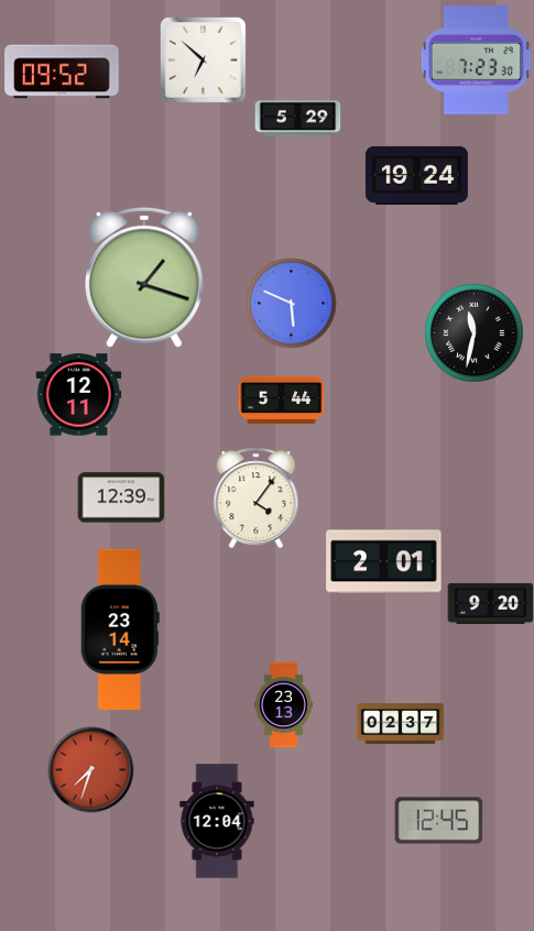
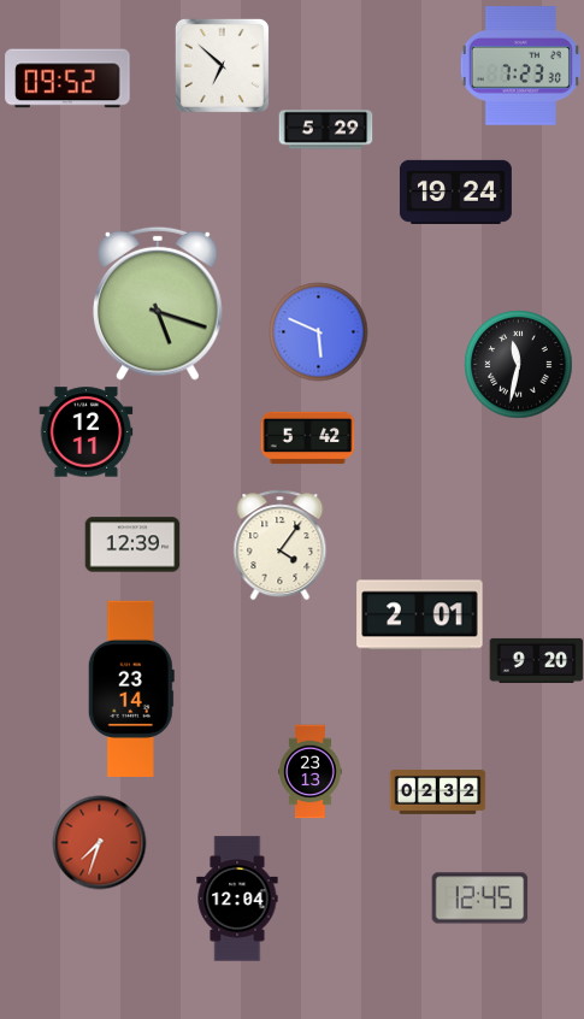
clock at (145, 277): 1:18 -> 5:18
clock at (281, 401): 5:44 -> 5:42
clock at (400, 724): 02:37 -> 02:32
